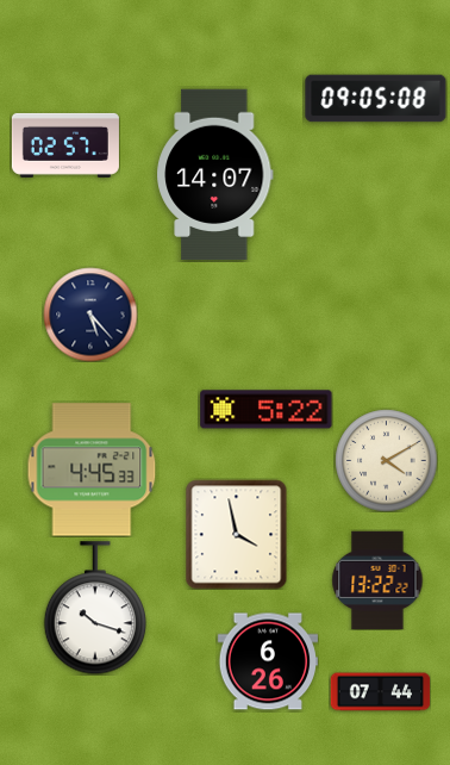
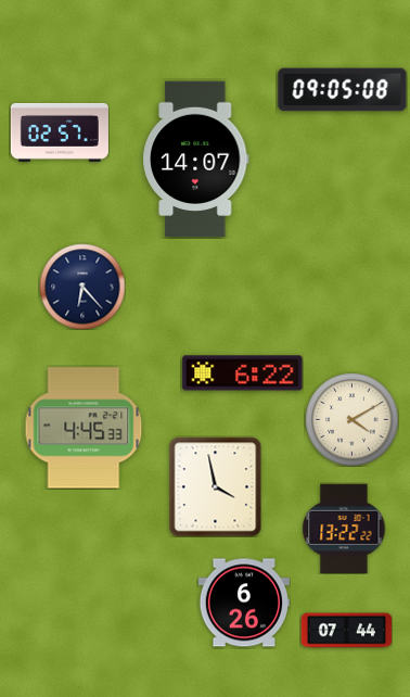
clock at (90, 315): 5:23 -> 6:23
clock at (267, 410): 5:22 -> 6:22
clock at (94, 608): 10:18 -> none
